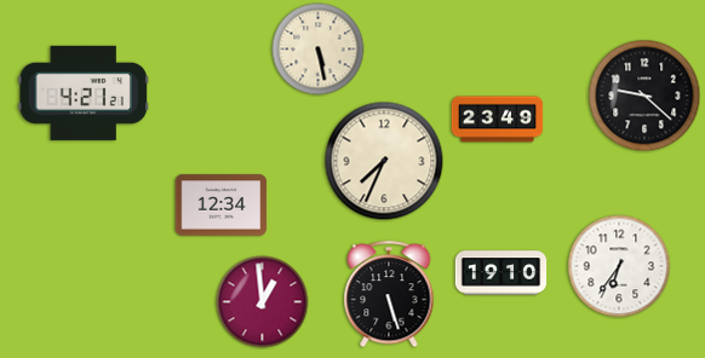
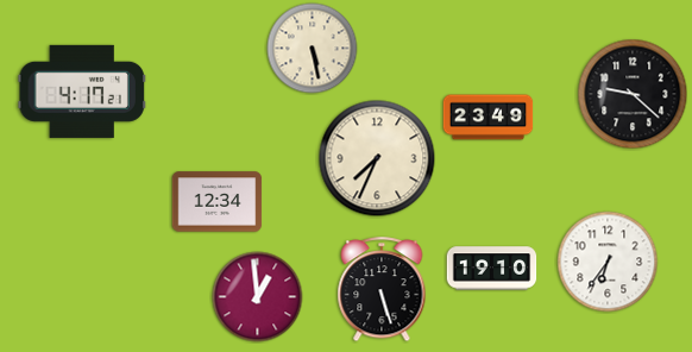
clock at (84, 93): 4:21 -> 4:17
